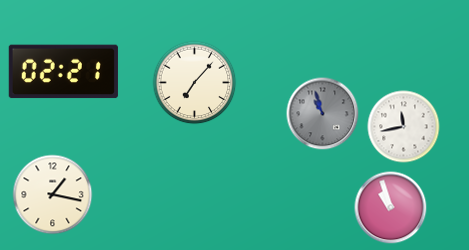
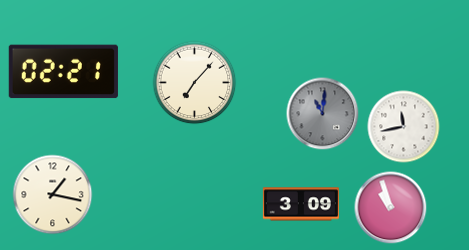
clock at (323, 114): 10:57 -> 11:01
clock at (301, 204): none -> 3:09
